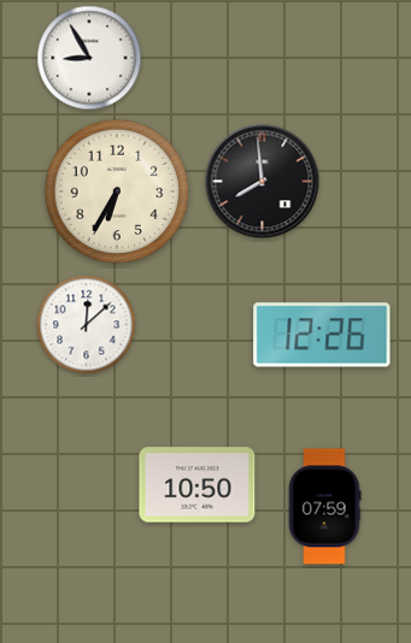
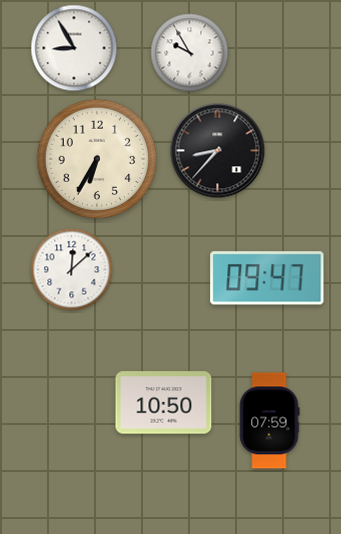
clock at (190, 53): none -> 9:55
clock at (263, 182): 7:59 -> 8:37
clock at (322, 335): 12:26 -> 09:47
